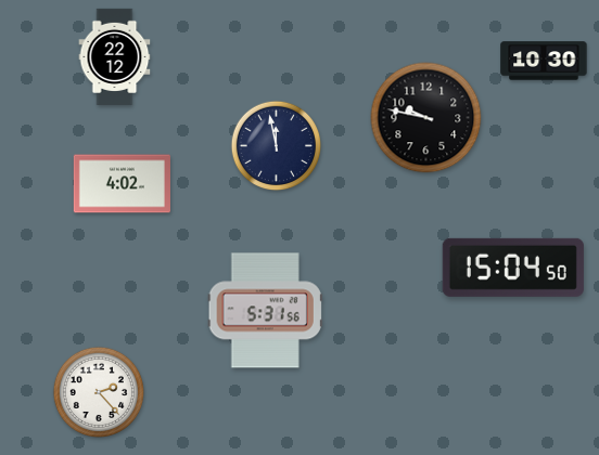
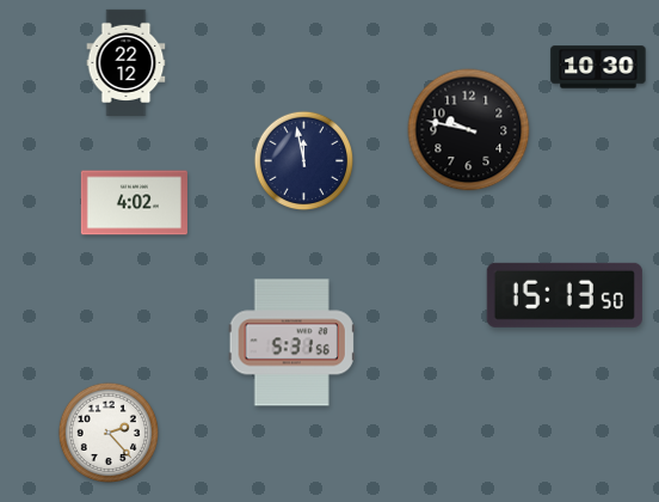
clock at (513, 268): 15:04 -> 15:13
